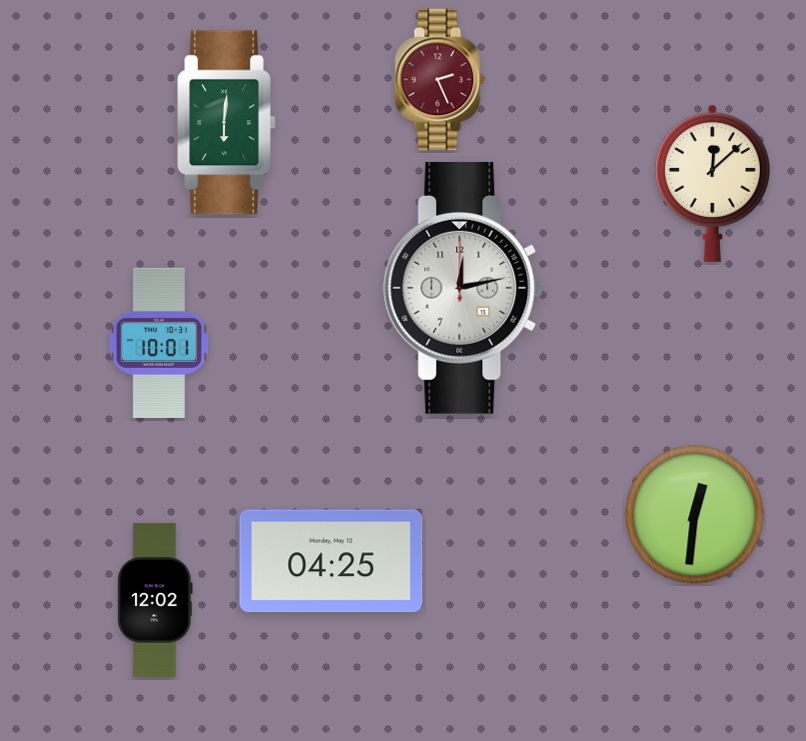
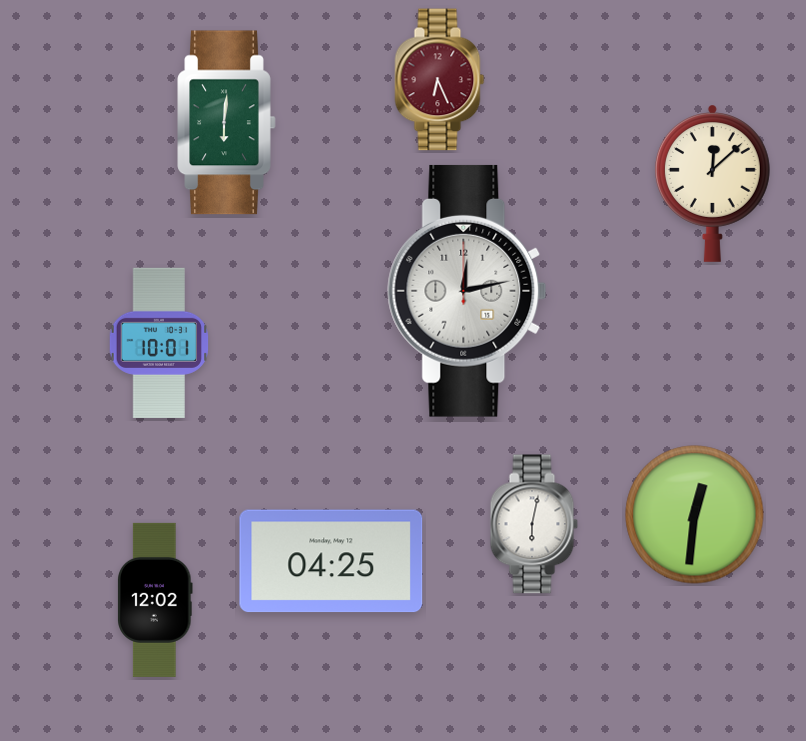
clock at (440, 80): 2:26 -> 6:26
clock at (463, 288) position: (463, 288) -> (467, 291)
clock at (534, 524): none -> 6:02
